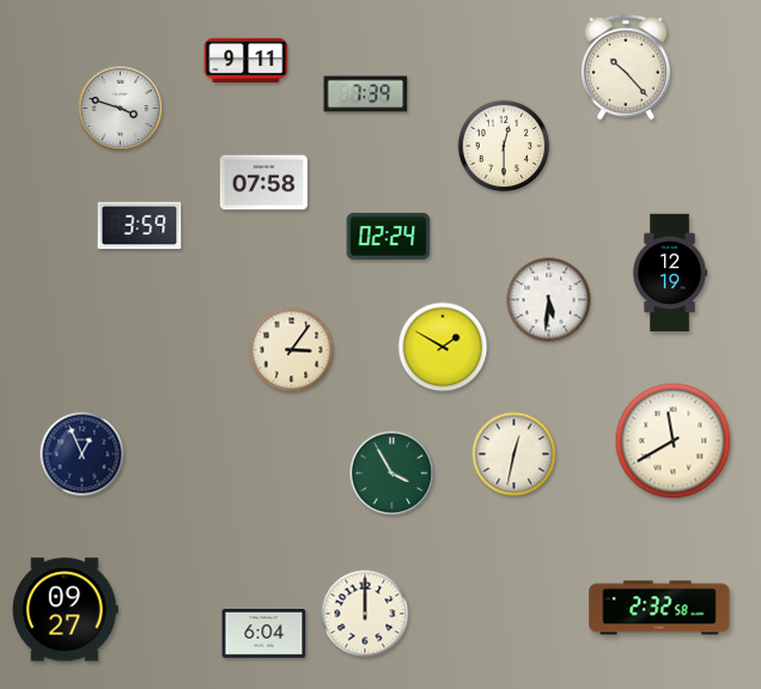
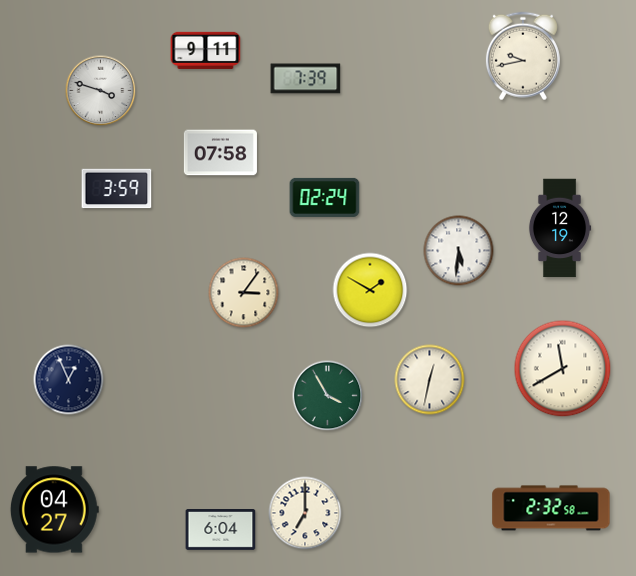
clock at (626, 67): 10:23 -> 9:43
clock at (504, 146): 12:30 -> none
clock at (65, 610): 09:27 -> 04:27
clock at (365, 614): 12:00 -> 7:00
